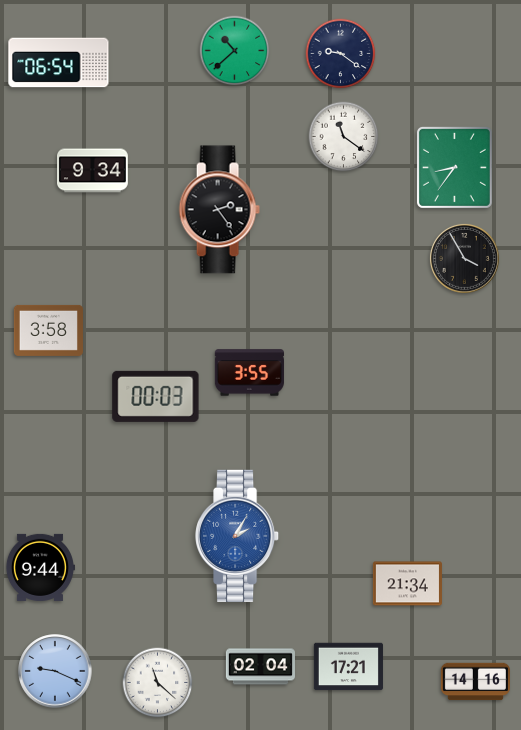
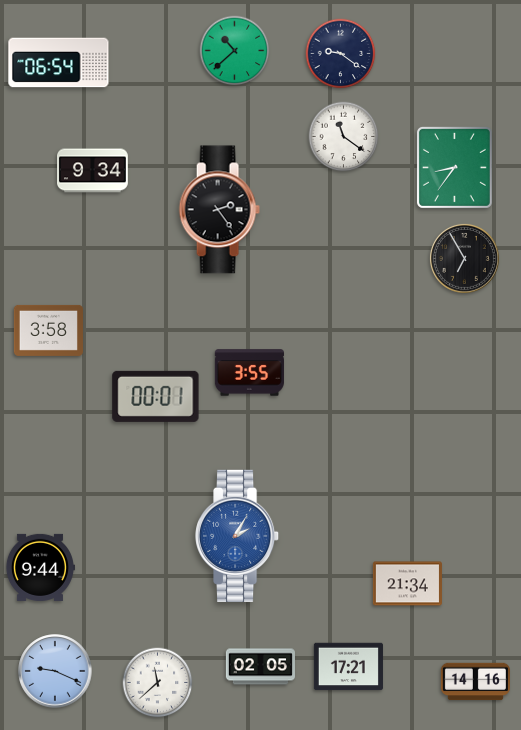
clock at (464, 258): 3:55 -> 6:55
clock at (156, 396): 00:03 -> 00:01
clock at (260, 667): 02:04 -> 02:05
clock at (158, 683): 11:22 -> 11:38
